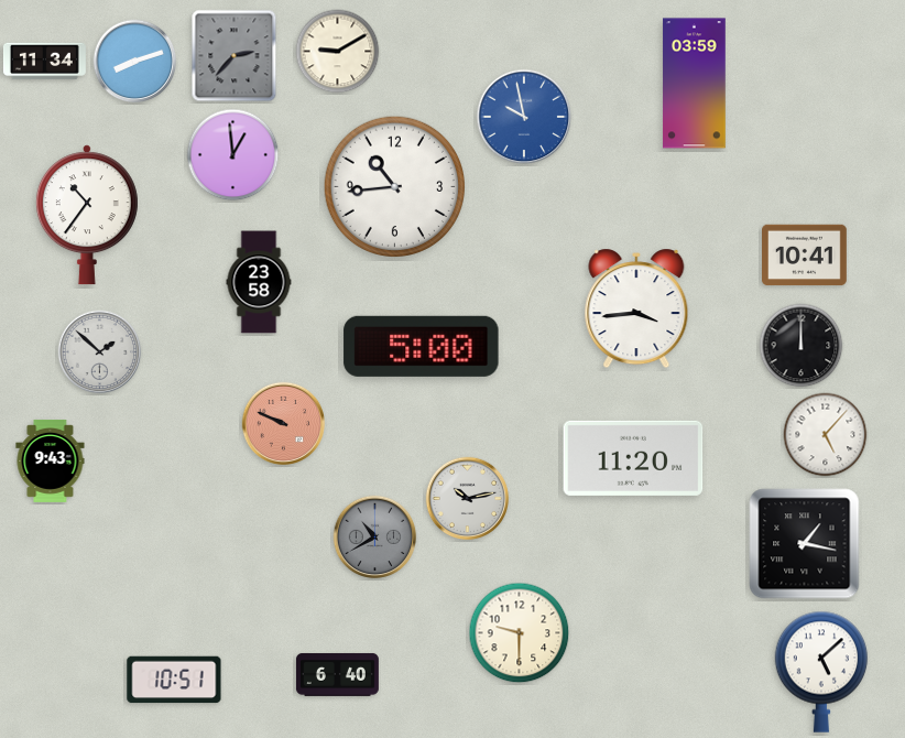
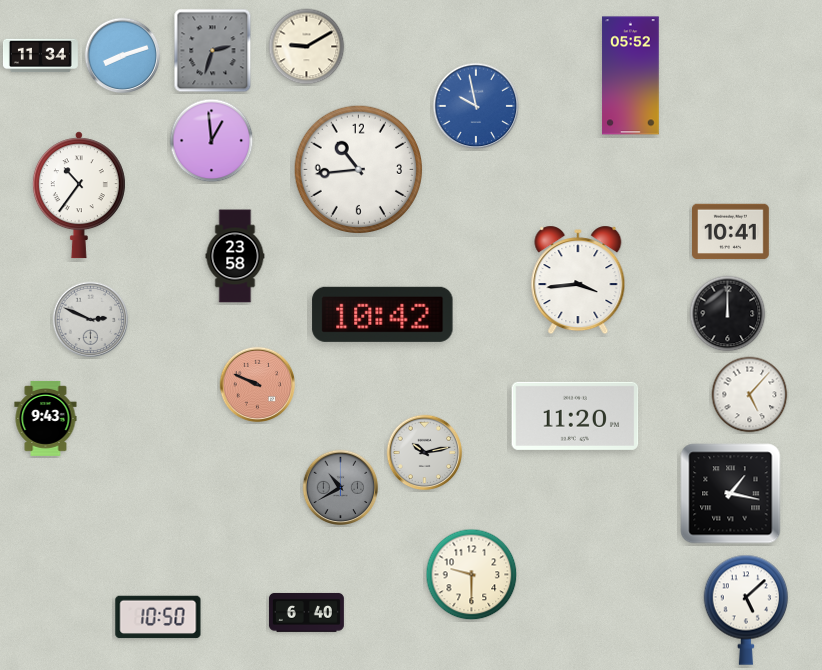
clock at (235, 56): 2:37 -> 2:33
clock at (695, 84): 03:59 -> 05:52
clock at (422, 346): 5:00 -> 10:42
clock at (100, 352): 1:52 -> 2:49
clock at (174, 680): 10:51 -> 10:50
